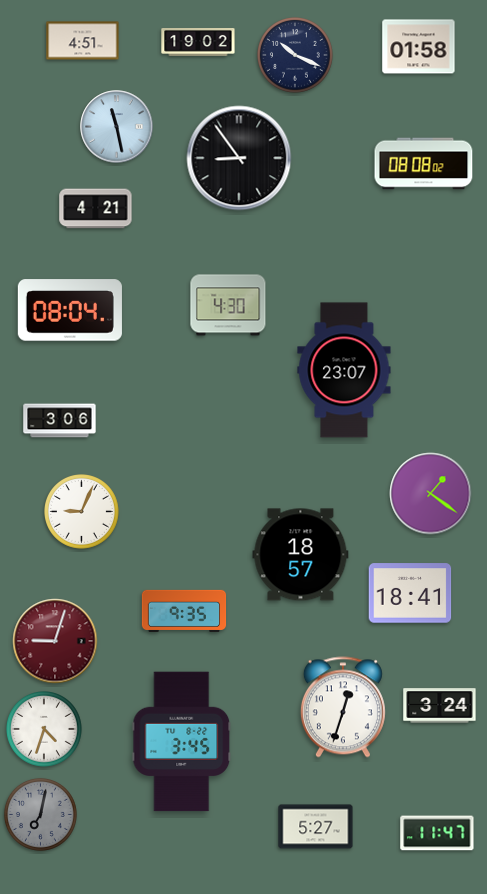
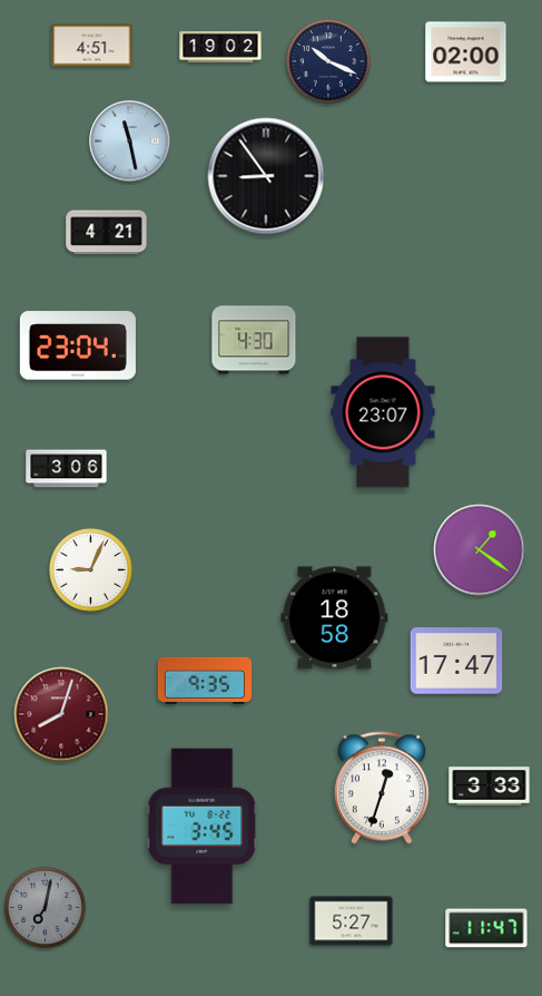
clock at (419, 47): 01:58 -> 02:00
clock at (424, 164): 08:08 -> none
clock at (70, 310): 08:04 -> 23:04
clock at (301, 555): 18:57 -> 18:58
clock at (410, 593): 18:41 -> 17:47
clock at (55, 641): 9:03 -> 8:03
clock at (440, 706): 3:24 -> 3:33
clock at (45, 730): 4:33 -> none
